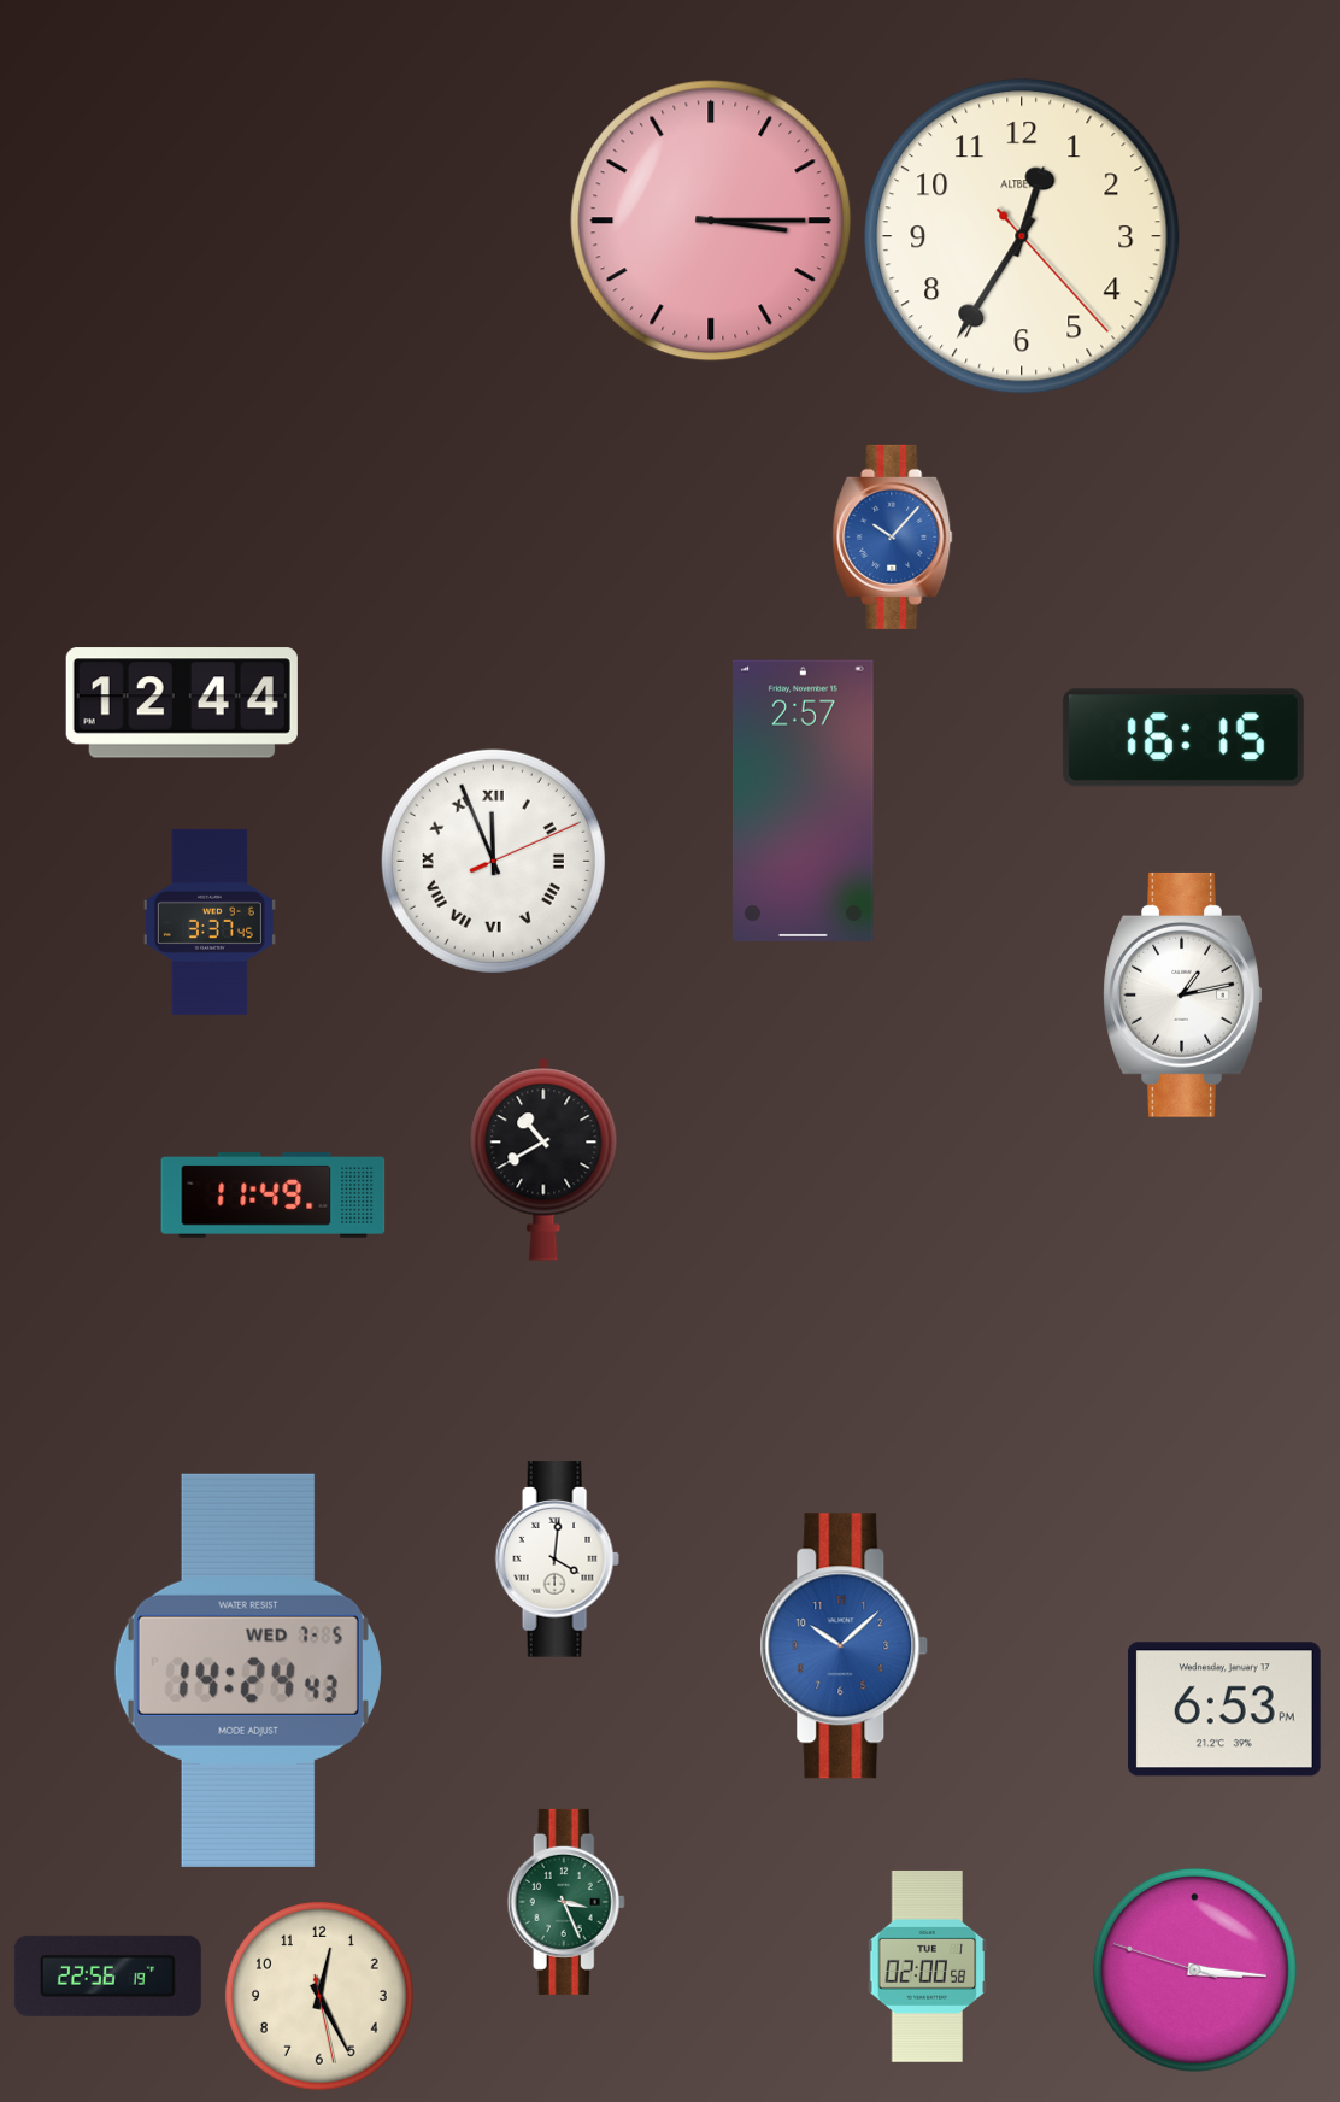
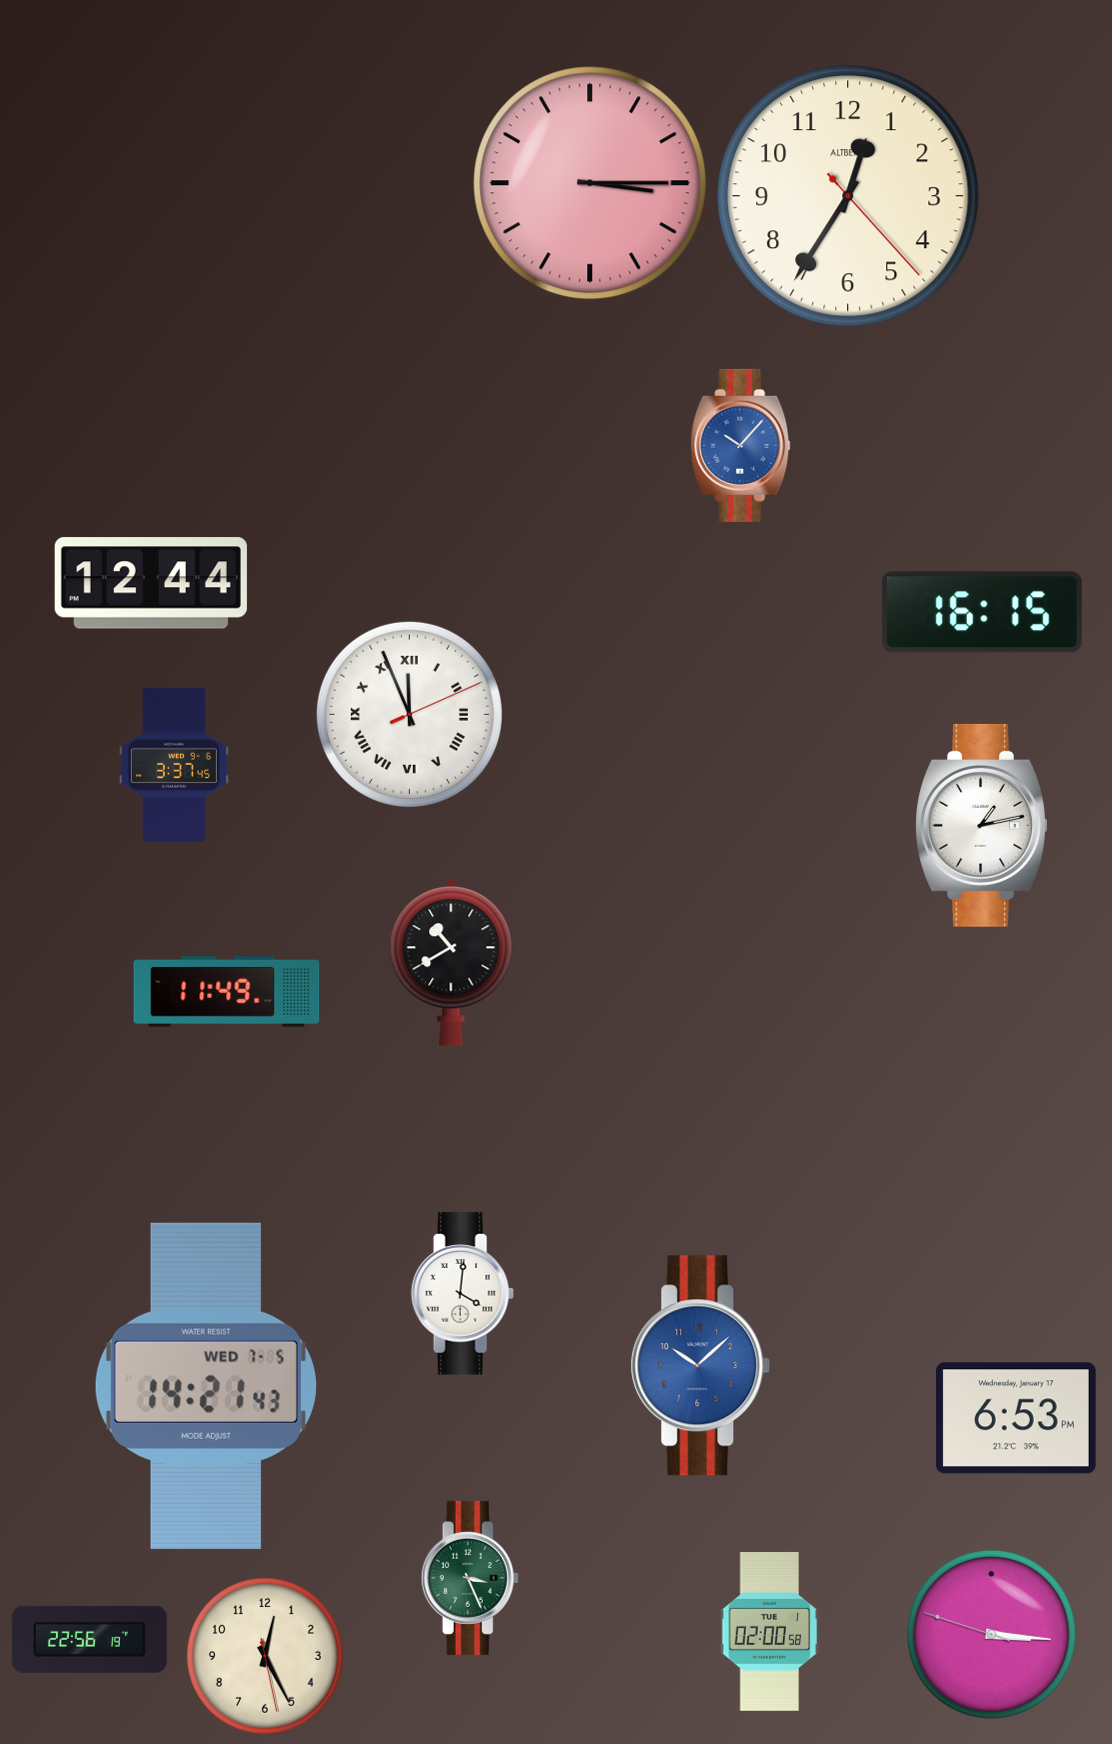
clock at (803, 800): 2:57 -> none
clock at (248, 1671): 14:24 -> 14:21
